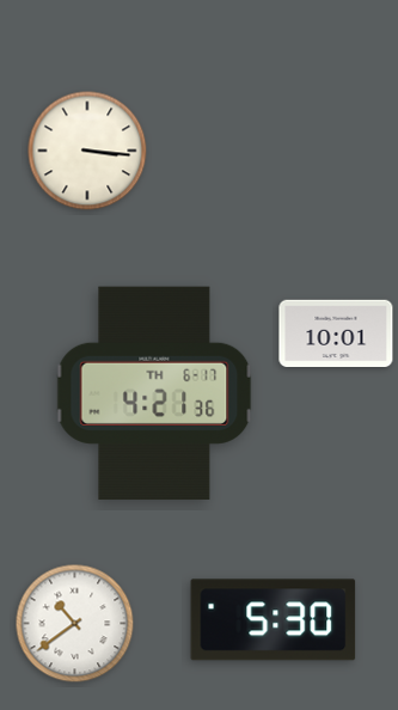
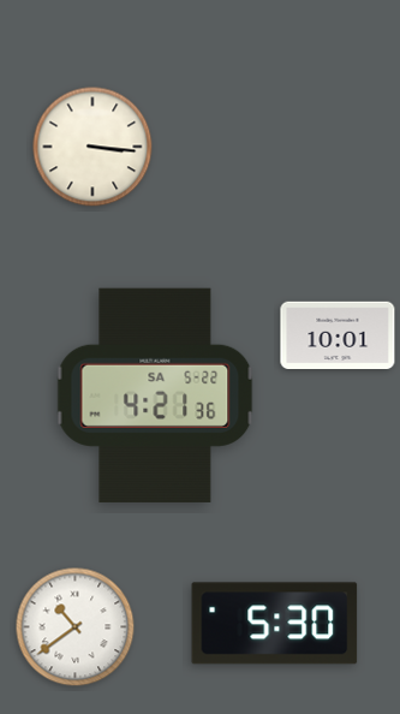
clock at (87, 151) position: (87, 151) -> (92, 147)
clock at (154, 393) date: TH 6-17 -> SA 5-22
